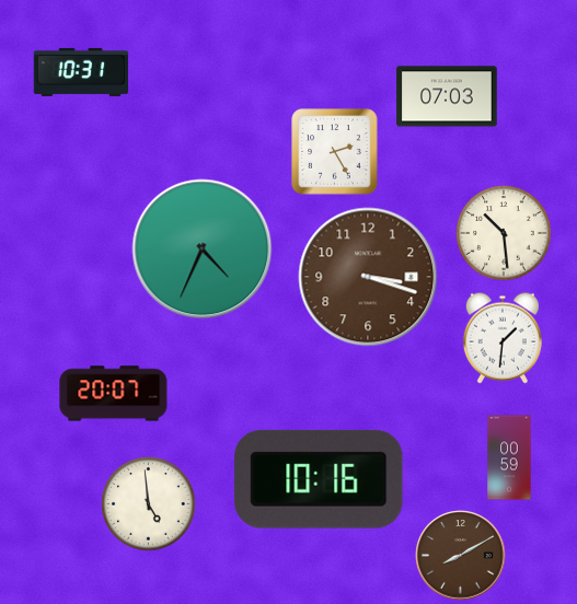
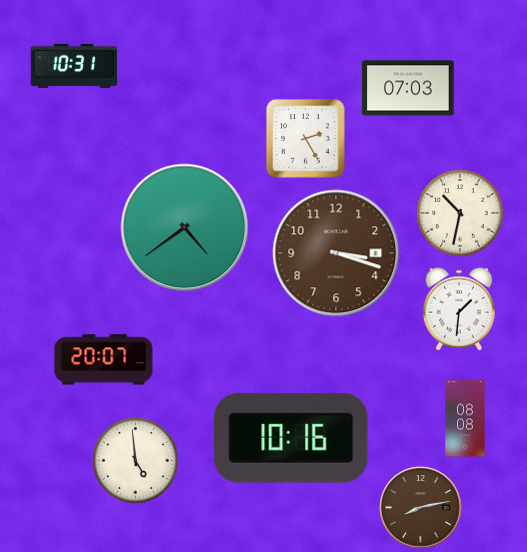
clock at (504, 233): 10:29 -> 10:32
clock at (203, 249): 4:34 -> 4:39
clock at (509, 457): 00:59 -> 08:08
clock at (461, 556): 8:10 -> 8:13
